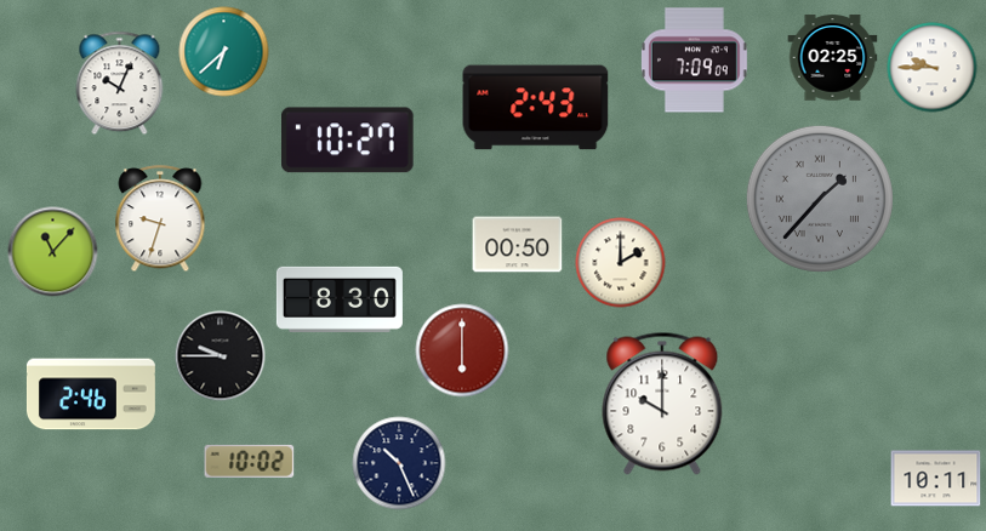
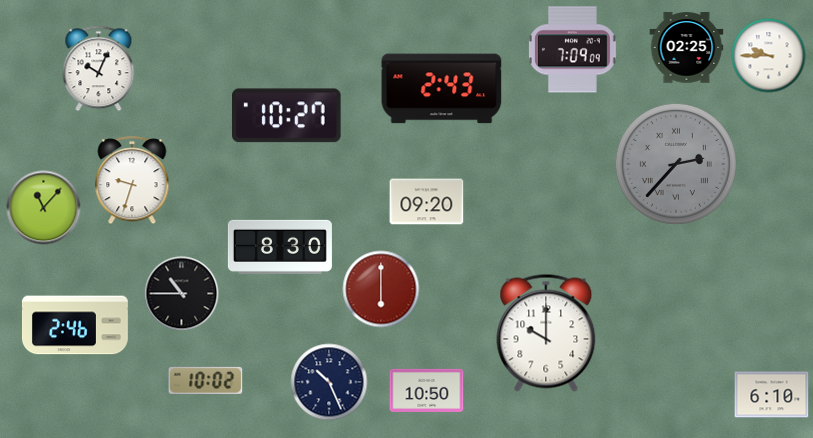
clock at (224, 52): 6:38 -> none
clock at (820, 199): 1:37 -> 2:37
clock at (518, 245): 00:50 -> 09:20
clock at (621, 263): 2:00 -> none
clock at (221, 356): 9:45 -> 10:45
clock at (427, 390): none -> 10:50
clock at (936, 479): 10:11 -> 6:10
